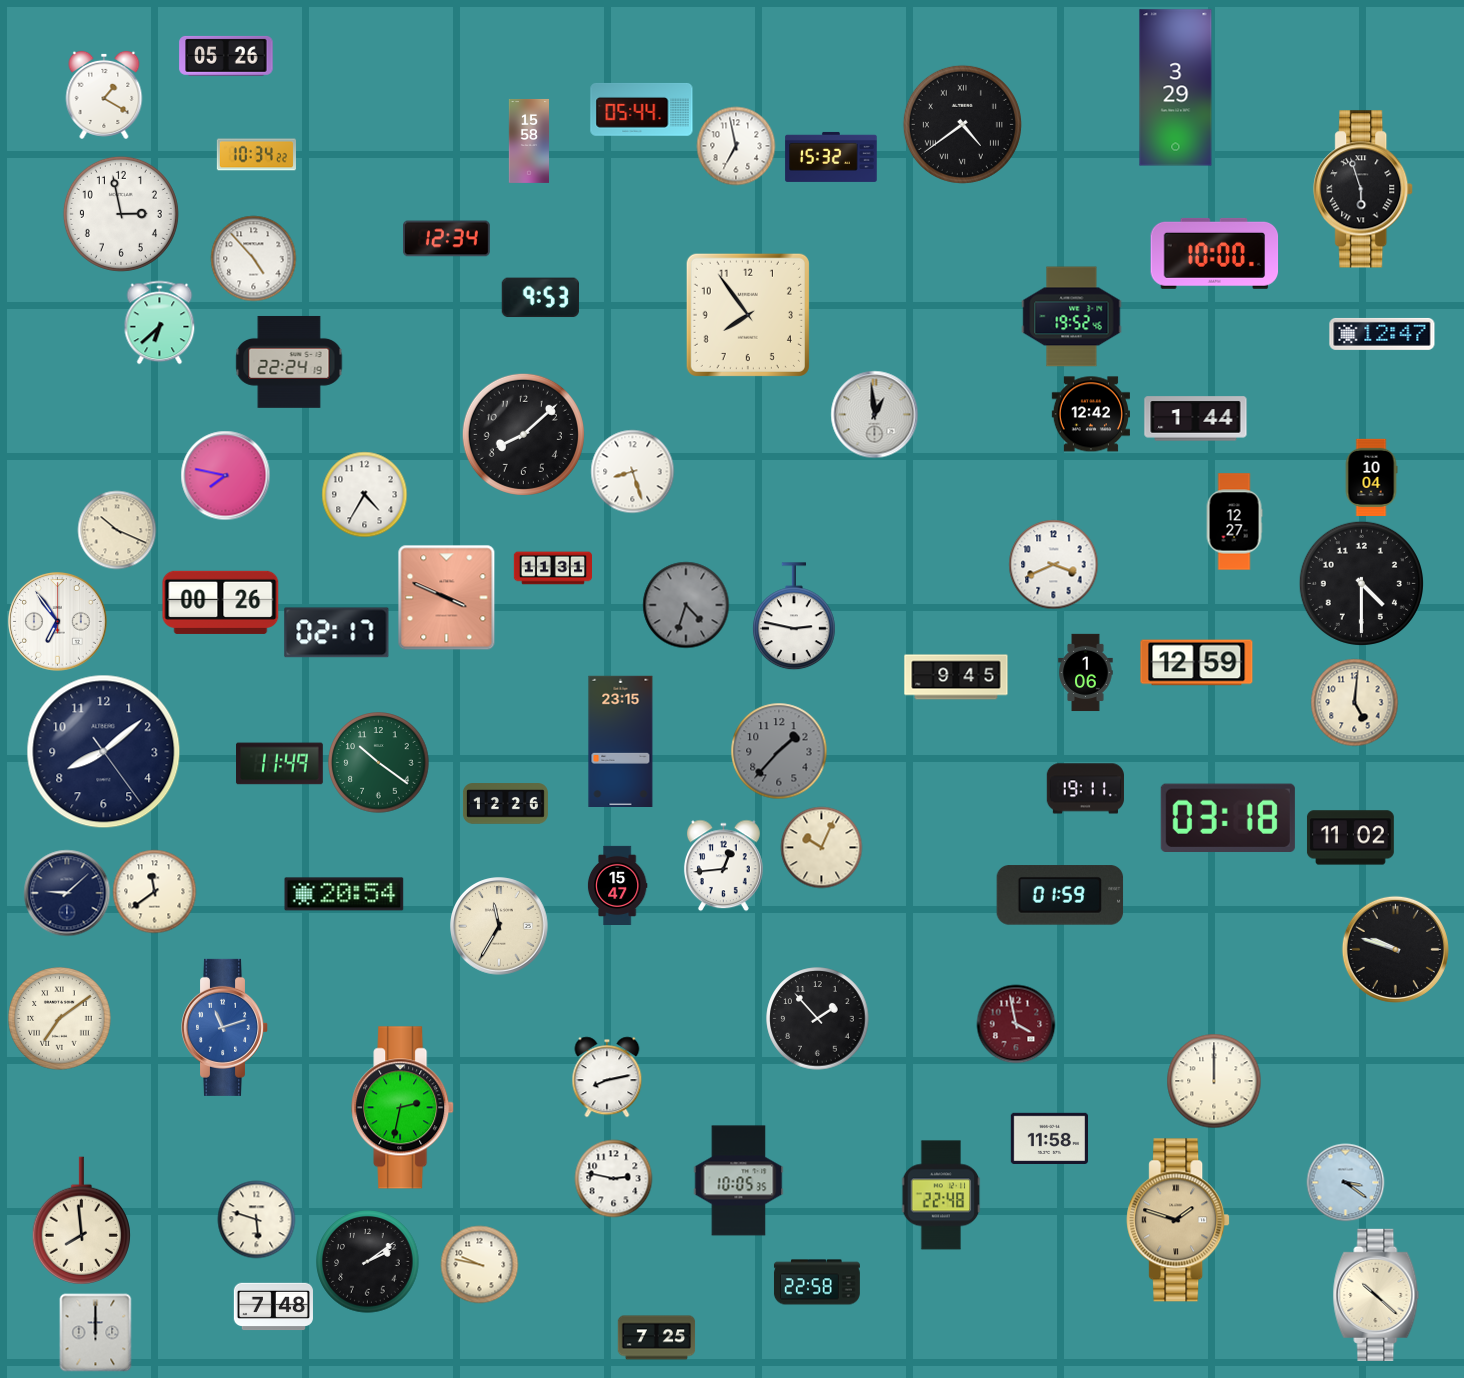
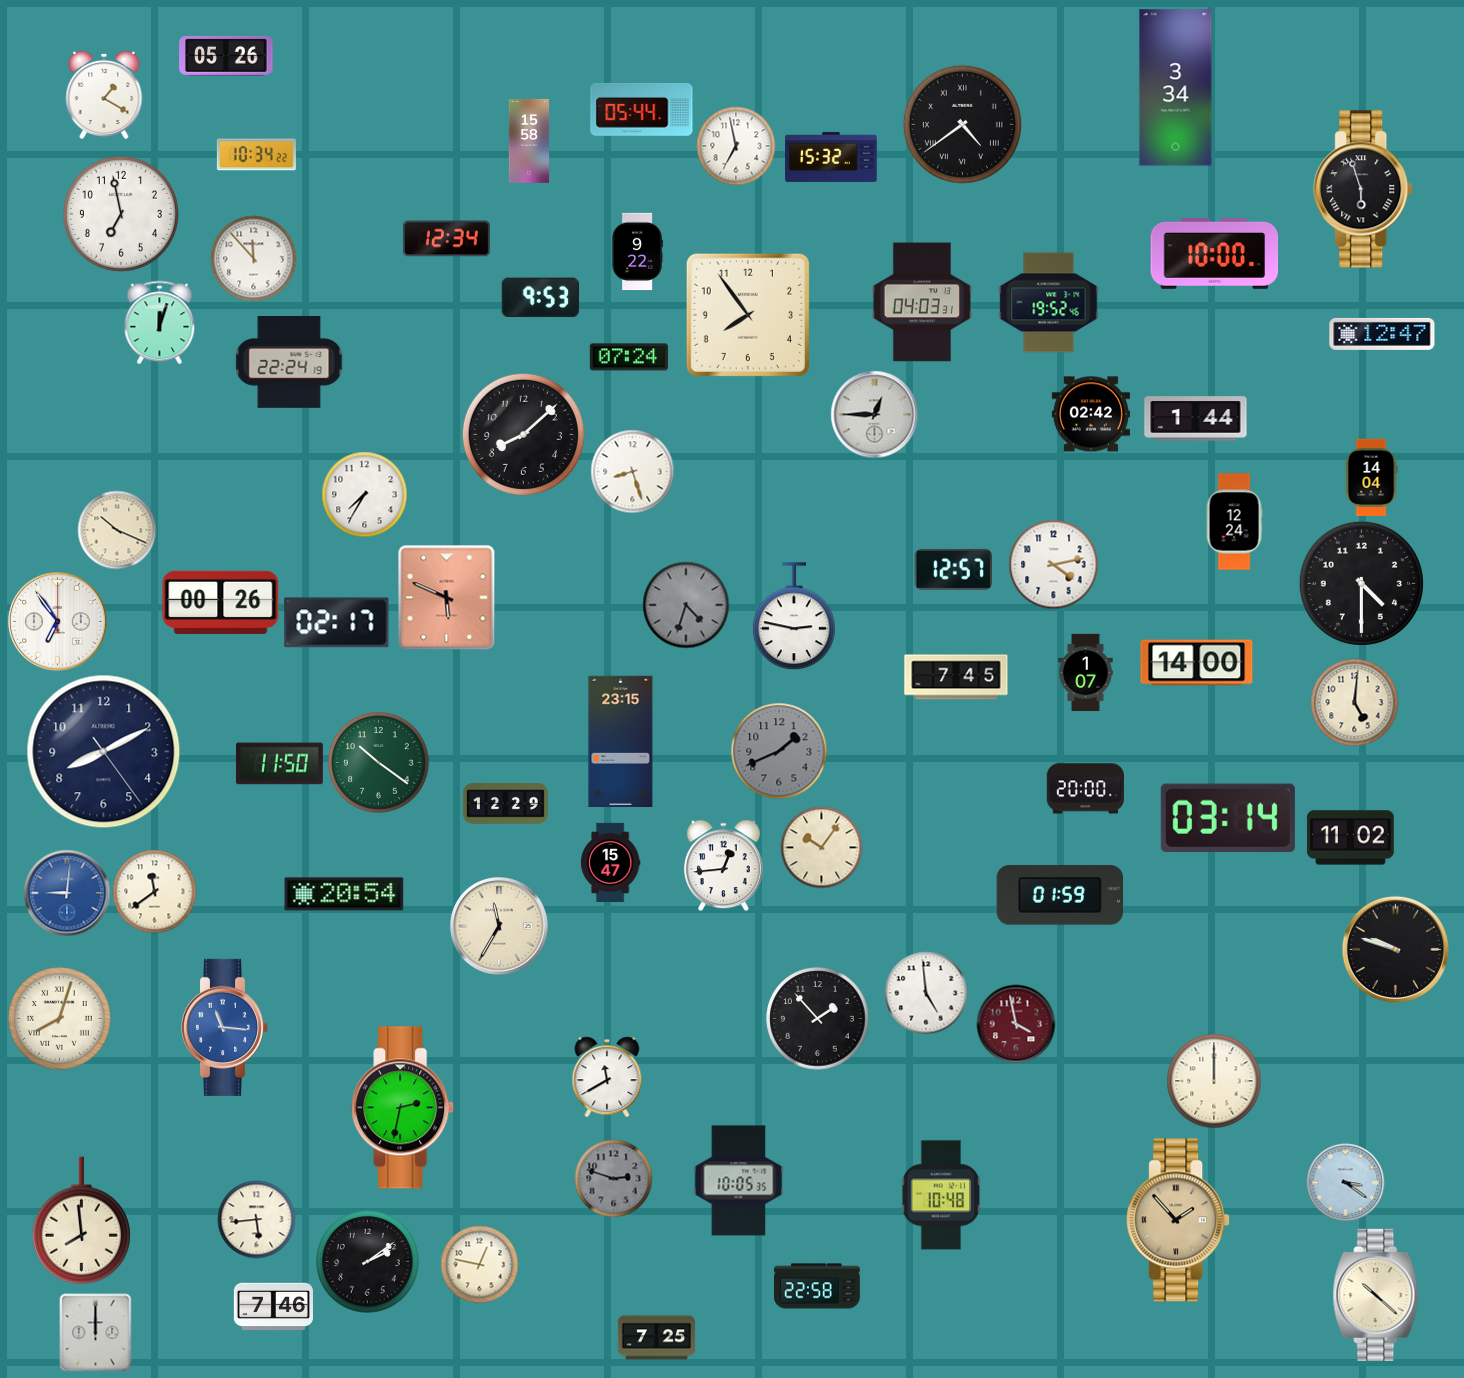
clock at (1176, 88): 3:29 -> 3:34
clock at (121, 214): 2:58 -> 6:58
clock at (637, 251): none -> 9:22
clock at (253, 258): 4:53 -> 11:53
clock at (921, 302): none -> 04:03
clock at (1072, 317) position: (1072, 317) -> (1049, 303)
clock at (160, 322): 6:38 -> 12:03
clock at (629, 357): none -> 07:24
clock at (874, 414): 12:59 -> 12:45
clock at (1091, 414): 12:42 -> 02:42
clock at (225, 475): 7:47 -> none
clock at (1371, 477): 10:04 -> 14:04
clock at (364, 494): 4:35 -> 7:35
clock at (1234, 522): 12:27 -> 12:24
clock at (1053, 564): 3:41 -> 4:13
clock at (552, 568): 11:31 -> none
clock at (953, 569): none -> 12:57
clock at (447, 597): 3:49 -> 5:49
clock at (337, 633) position: (337, 633) -> (337, 623)
clock at (1197, 663): 12:59 -> 14:00
clock at (1086, 672): 1:06 -> 1:07
clock at (956, 677): 9:45 -> 7:45
clock at (779, 751): 1:37 -> 1:41
clock at (104, 752): 8:08 -> 8:10
clock at (280, 764): 11:49 -> 11:50
clock at (1085, 789): 19:11 -> 20:00
clock at (505, 804): 12:26 -> 12:29
clock at (1228, 818): 03:18 -> 03:14
clock at (821, 847): 10:04 -> 10:06
clock at (617, 885) position: (617, 885) -> (610, 862)
clock at (67, 893): 9:08 -> 9:01
clock at (67, 893) dial: navy -> blue
clock at (926, 993): none -> 4:59
clock at (60, 1019): 7:09 -> 8:03
clock at (225, 1027): 11:12 -> 11:16
clock at (607, 1077): 8:13 -> 11:40
clock at (1049, 1138): 11:58 -> none
clock at (613, 1178): 2:47 -> 2:48
clock at (613, 1178) dial: white -> grey
clock at (941, 1195): 22:48 -> 10:48
clock at (256, 1219): 5:48 -> 5:44
clock at (1178, 1220): 1:48 -> 1:53
clock at (479, 1264): 9:47 -> 12:47
clock at (817, 1282) position: (817, 1282) -> (817, 1286)
clock at (273, 1307): 7:48 -> 7:46
